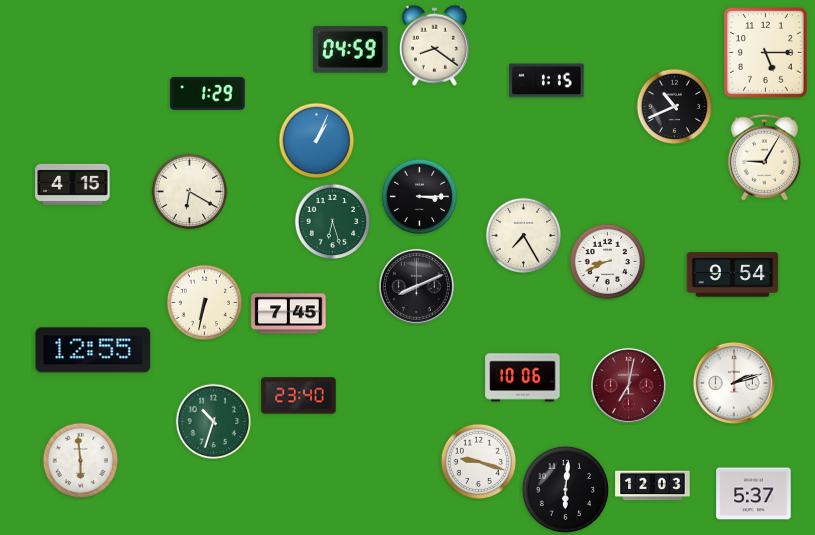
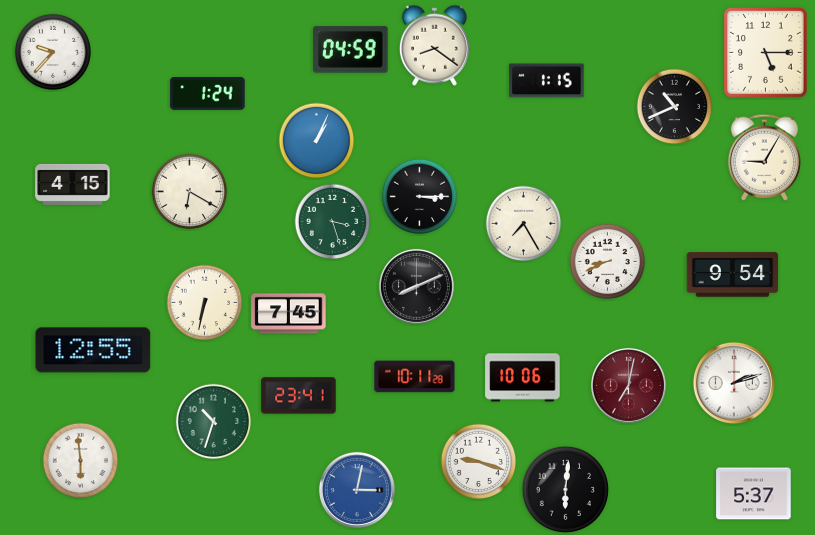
clock at (53, 52): none -> 9:37
clock at (208, 93): 1:29 -> 1:24
clock at (333, 222): 6:27 -> 3:27
clock at (524, 236) position: (524, 236) -> (524, 224)
clock at (415, 377): none -> 10:11
clock at (299, 396): 23:40 -> 23:41
clock at (653, 486): 12:03 -> none
clock at (357, 490): none -> 3:02
